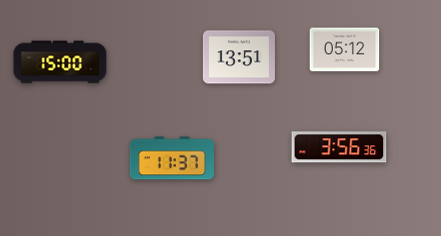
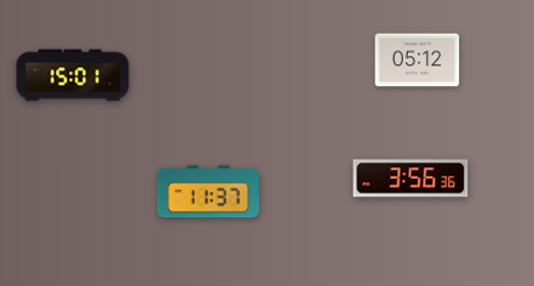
clock at (239, 57): 13:51 -> none
clock at (60, 62): 15:00 -> 15:01
